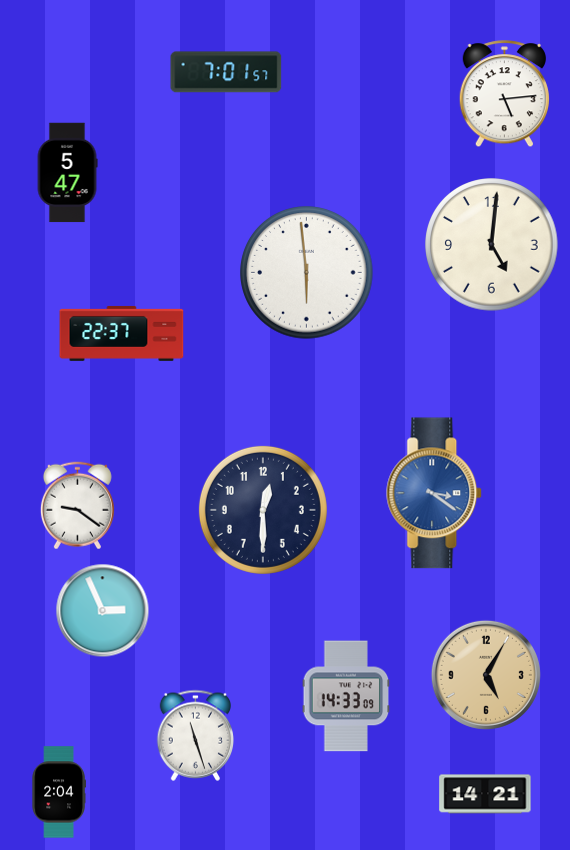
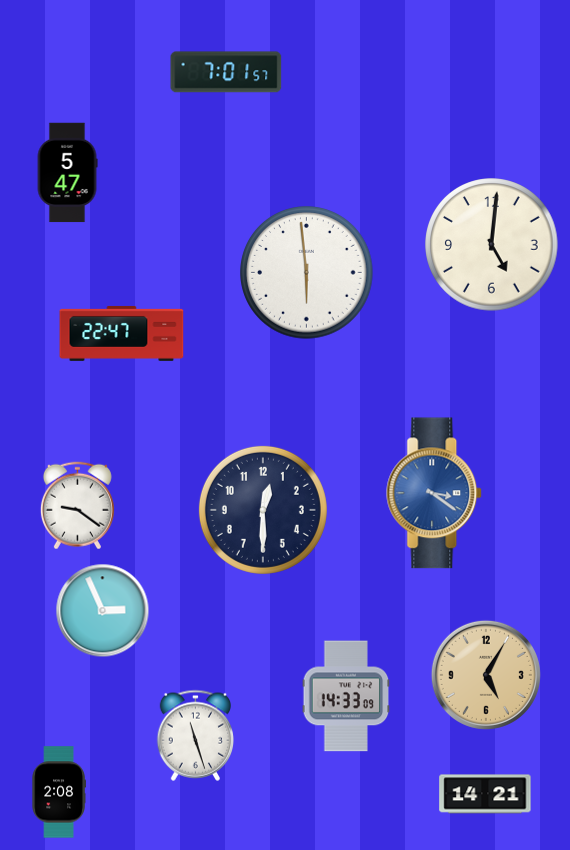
clock at (504, 94): 5:14 -> none
clock at (122, 333): 22:37 -> 22:47
clock at (59, 792): 2:04 -> 2:08
